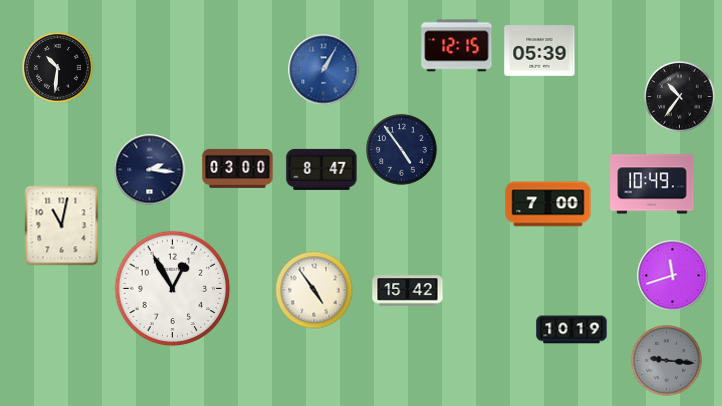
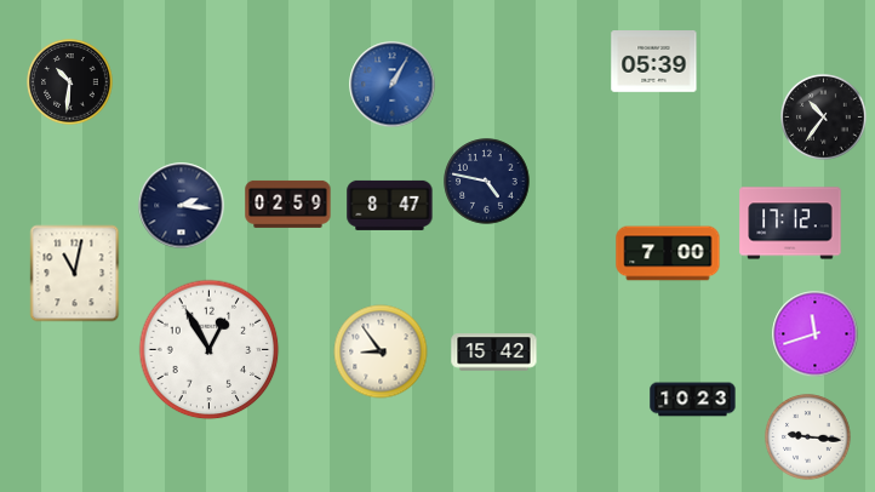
clock at (457, 46): 12:15 -> none
clock at (402, 150): 4:54 -> 4:47
clock at (238, 168): 03:00 -> 02:59
clock at (652, 184): 10:49 -> 17:12
clock at (548, 204) position: (548, 204) -> (668, 253)
clock at (314, 290): 4:54 -> 8:54
clock at (572, 330): 10:19 -> 10:23
clock at (667, 361) dial: grey -> white
